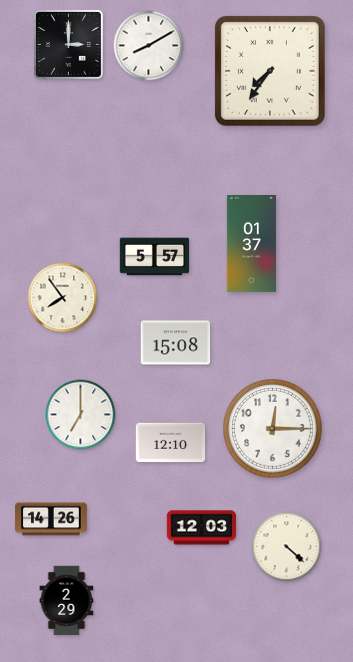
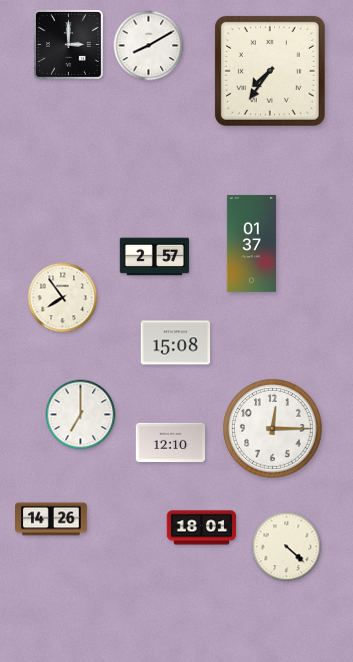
clock at (155, 257): 5:57 -> 2:57
clock at (202, 528): 12:03 -> 18:01
clock at (67, 601): 2:29 -> none
